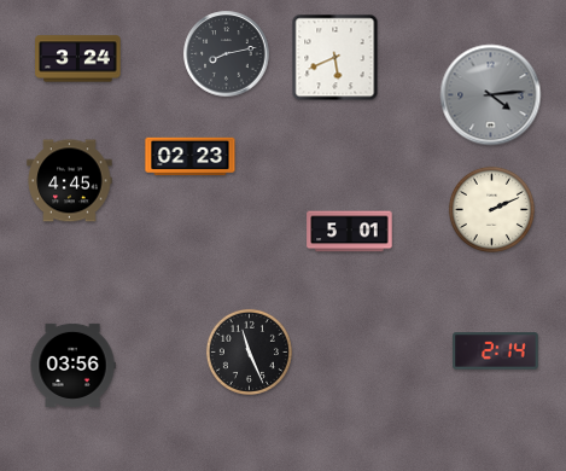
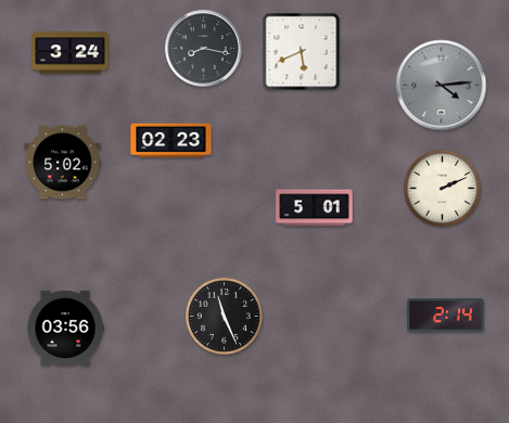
clock at (227, 54): 8:13 -> 8:17
clock at (70, 181): 4:45 -> 5:02
